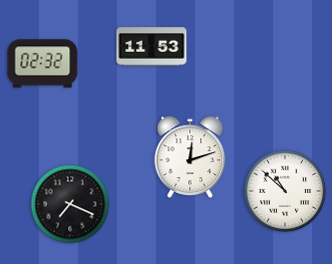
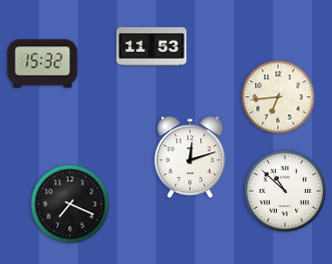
clock at (43, 64): 02:32 -> 15:32
clock at (278, 97): none -> 6:44
